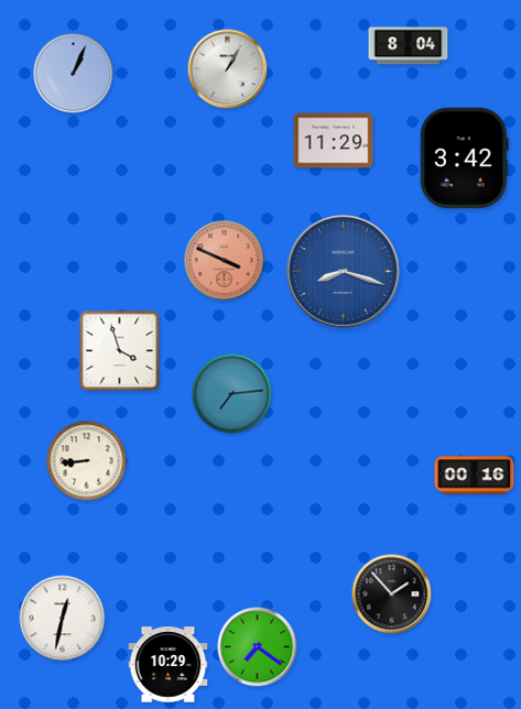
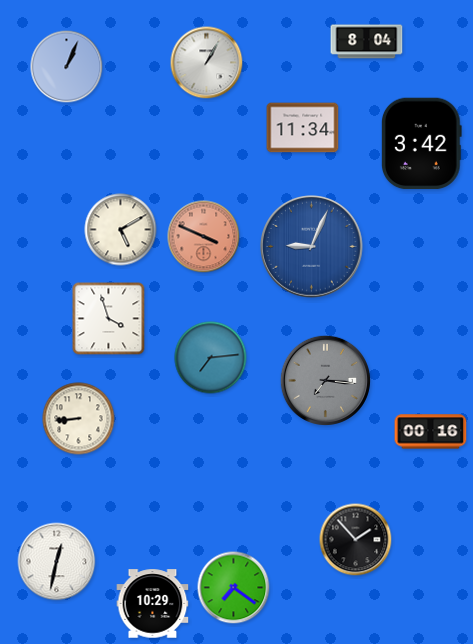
clock at (409, 46) position: (409, 46) -> (367, 42)
clock at (334, 141): 11:29 -> 11:34
clock at (121, 230): none -> 5:10
clock at (344, 272): 8:18 -> 9:04
clock at (325, 380): none -> 7:16
